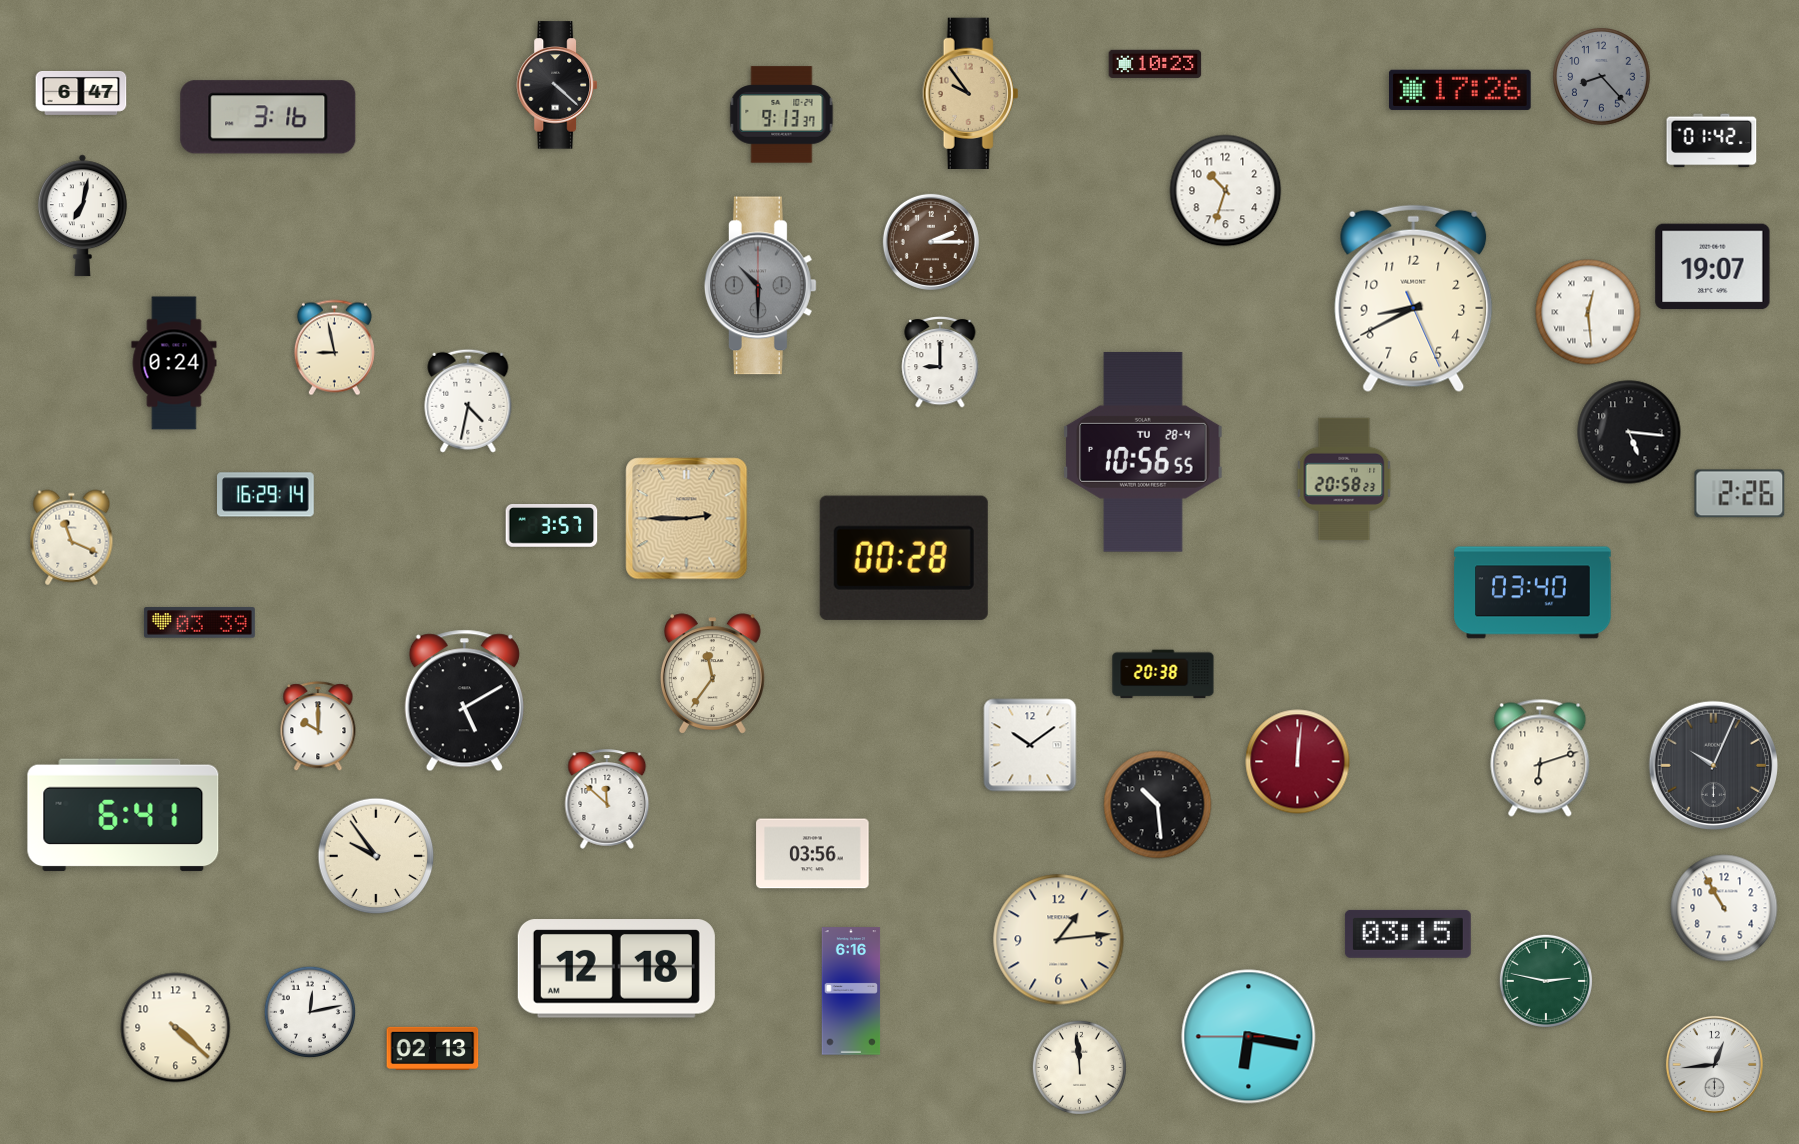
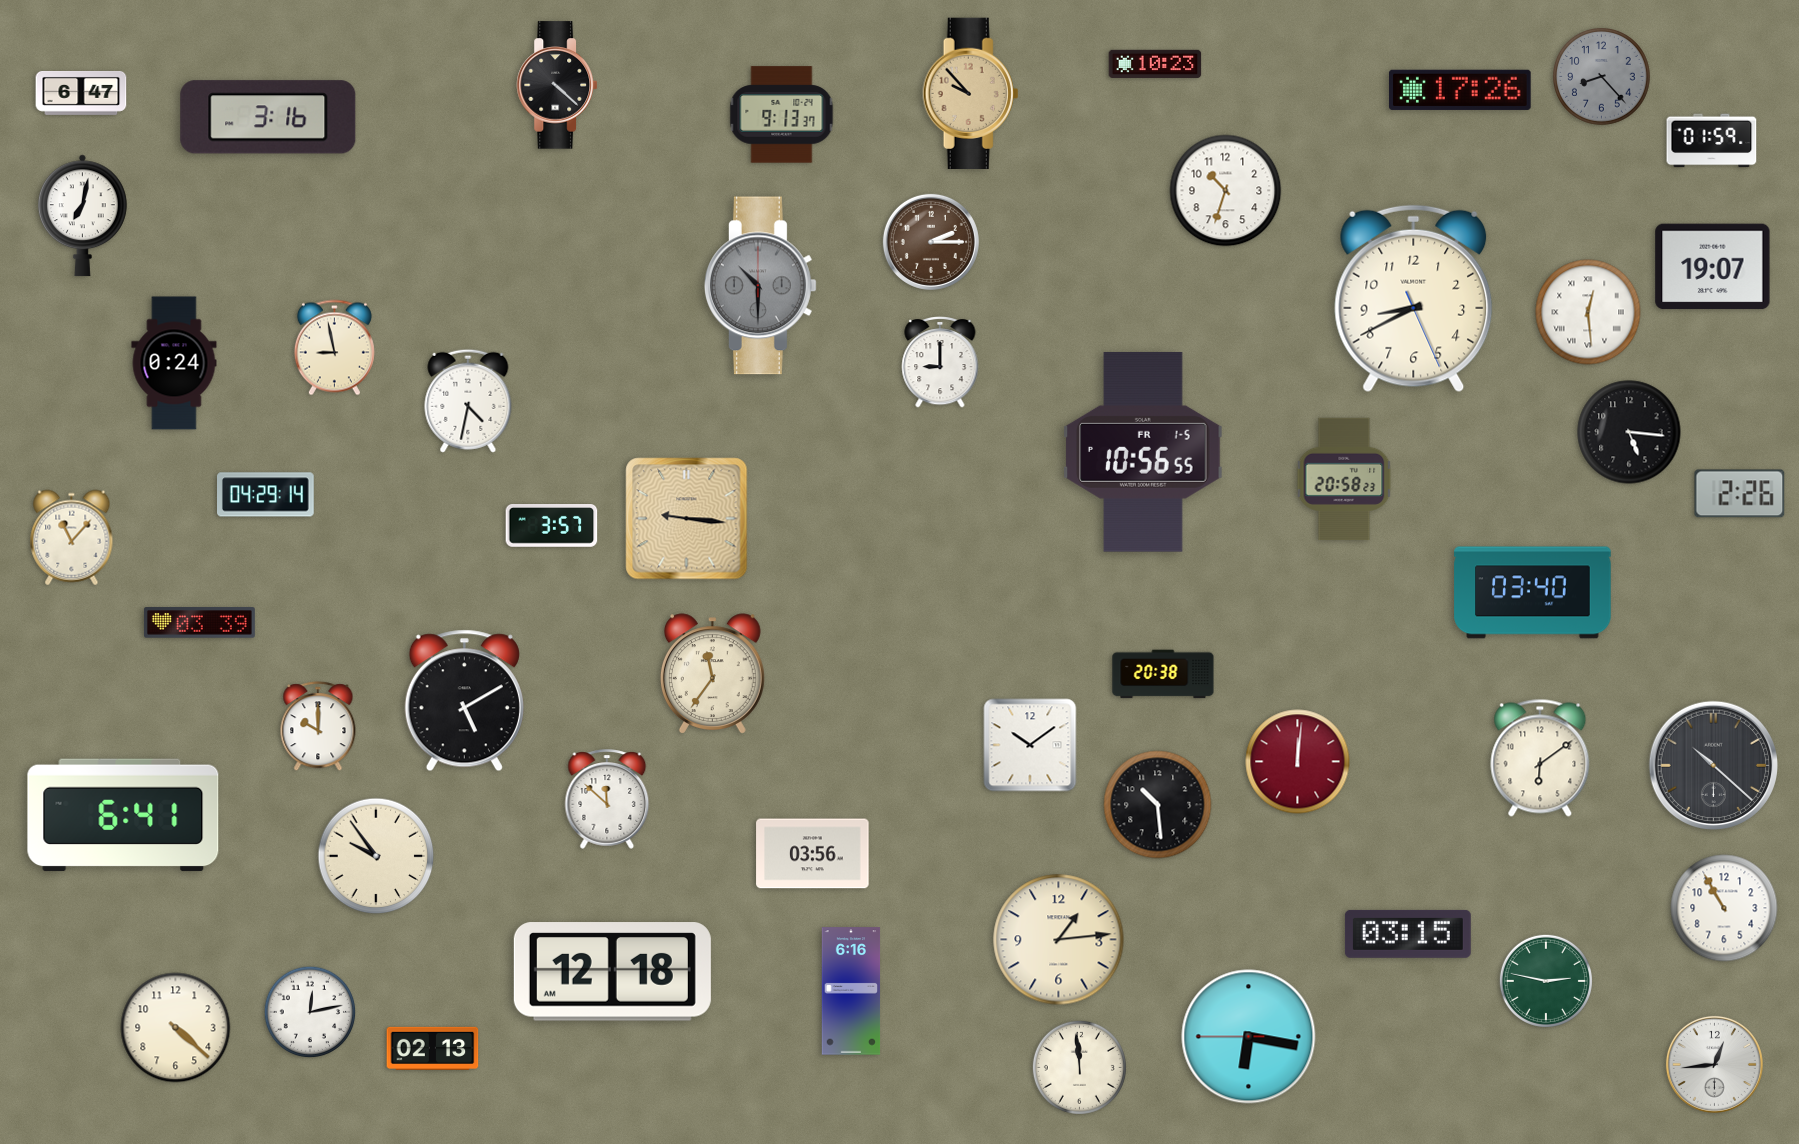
clock at (971, 93): 9:54 -> 9:53
clock at (1712, 141): 01:42 -> 01:59
clock at (1143, 452) date: TU 28-4 -> FR 1-5
clock at (266, 495): 16:29 -> 04:29
clock at (687, 519): 2:45 -> 9:16
clock at (72, 538): 11:19 -> 11:07
clock at (904, 558): 00:28 -> none
clock at (1540, 758): 6:12 -> 6:09
clock at (1714, 766): 10:04 -> 10:22
clock at (616, 969) position: (616, 969) -> (612, 972)
